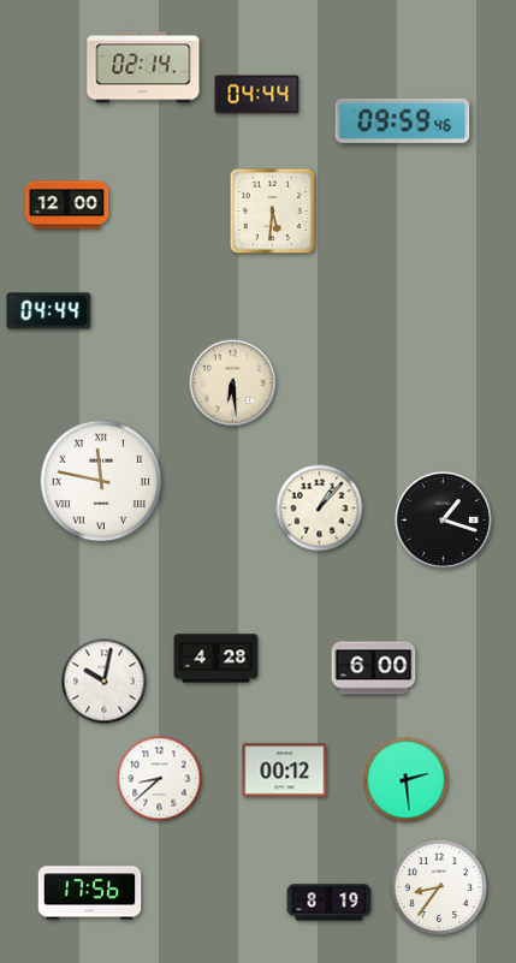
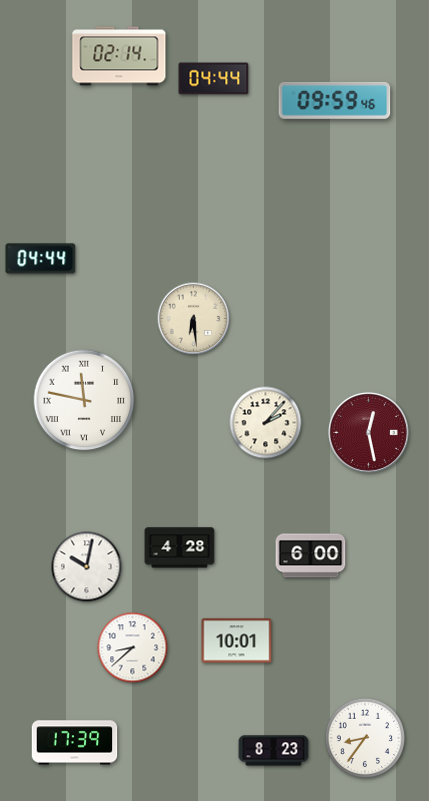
clock at (67, 206): 12:00 -> none
clock at (273, 212): 5:31 -> none
clock at (320, 509): 1:07 -> 2:07
clock at (443, 519): 1:18 -> 12:28
clock at (443, 519) dial: black -> burgundy
clock at (285, 771): 00:12 -> 10:01
clock at (407, 780): 2:29 -> none
clock at (90, 893): 17:56 -> 17:39
clock at (330, 903): 8:19 -> 8:23
